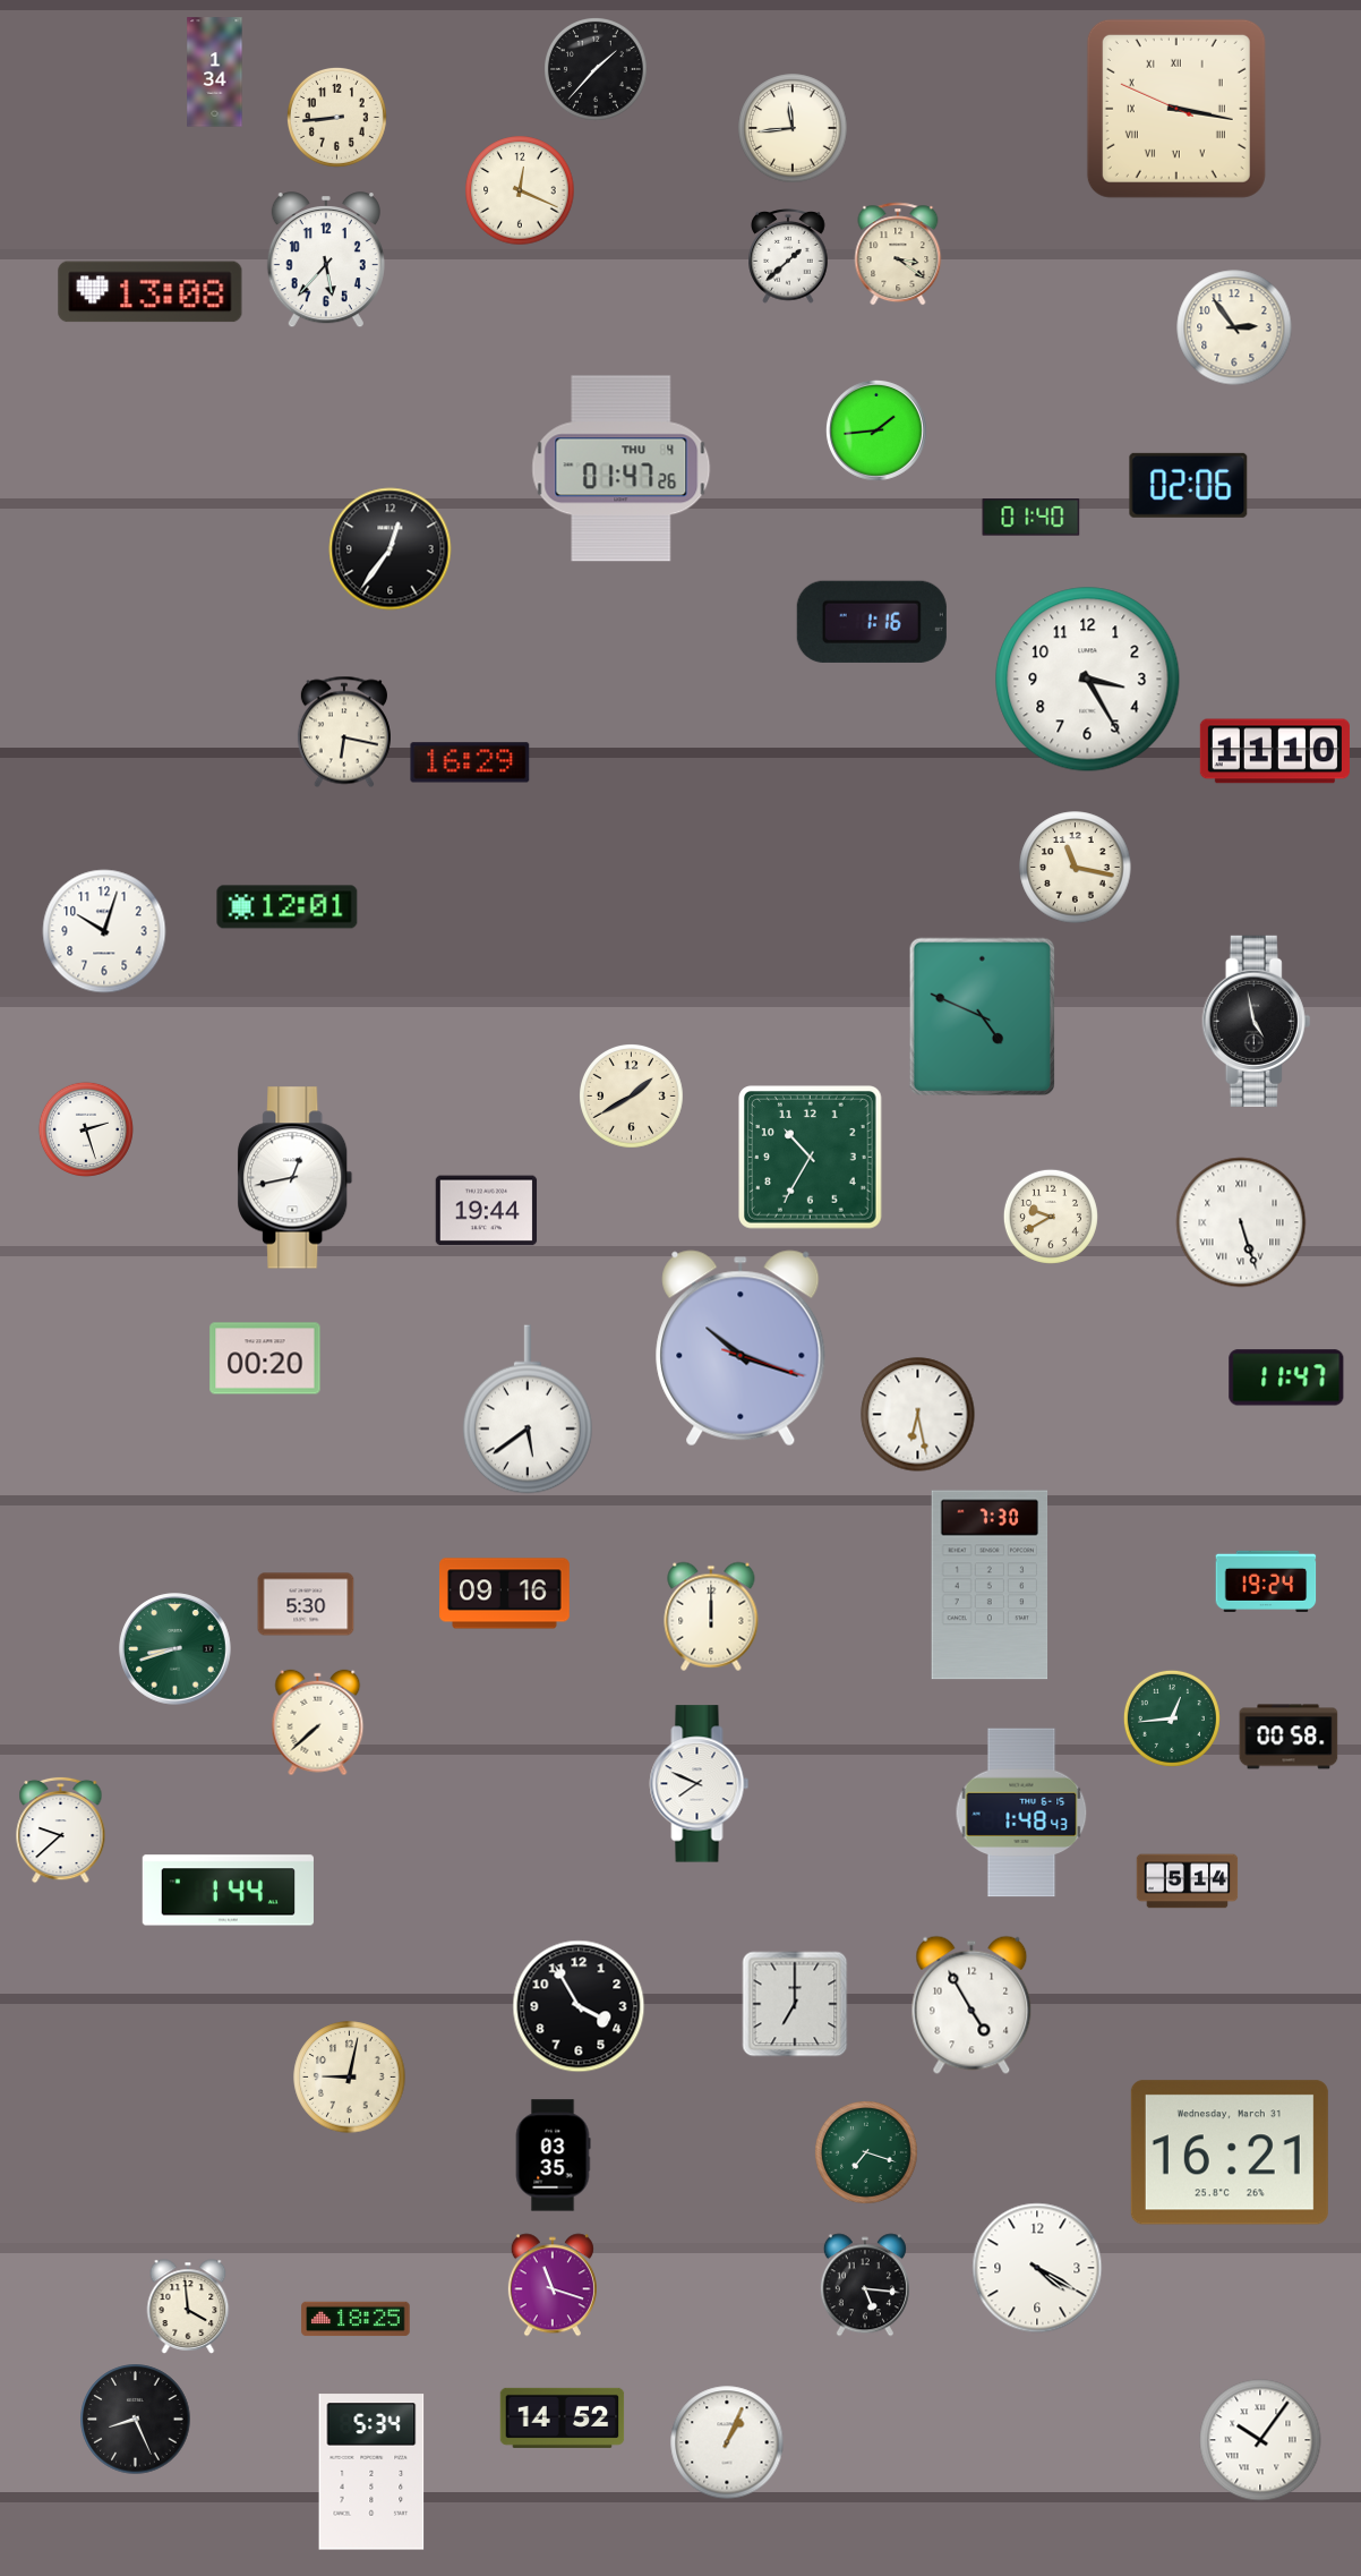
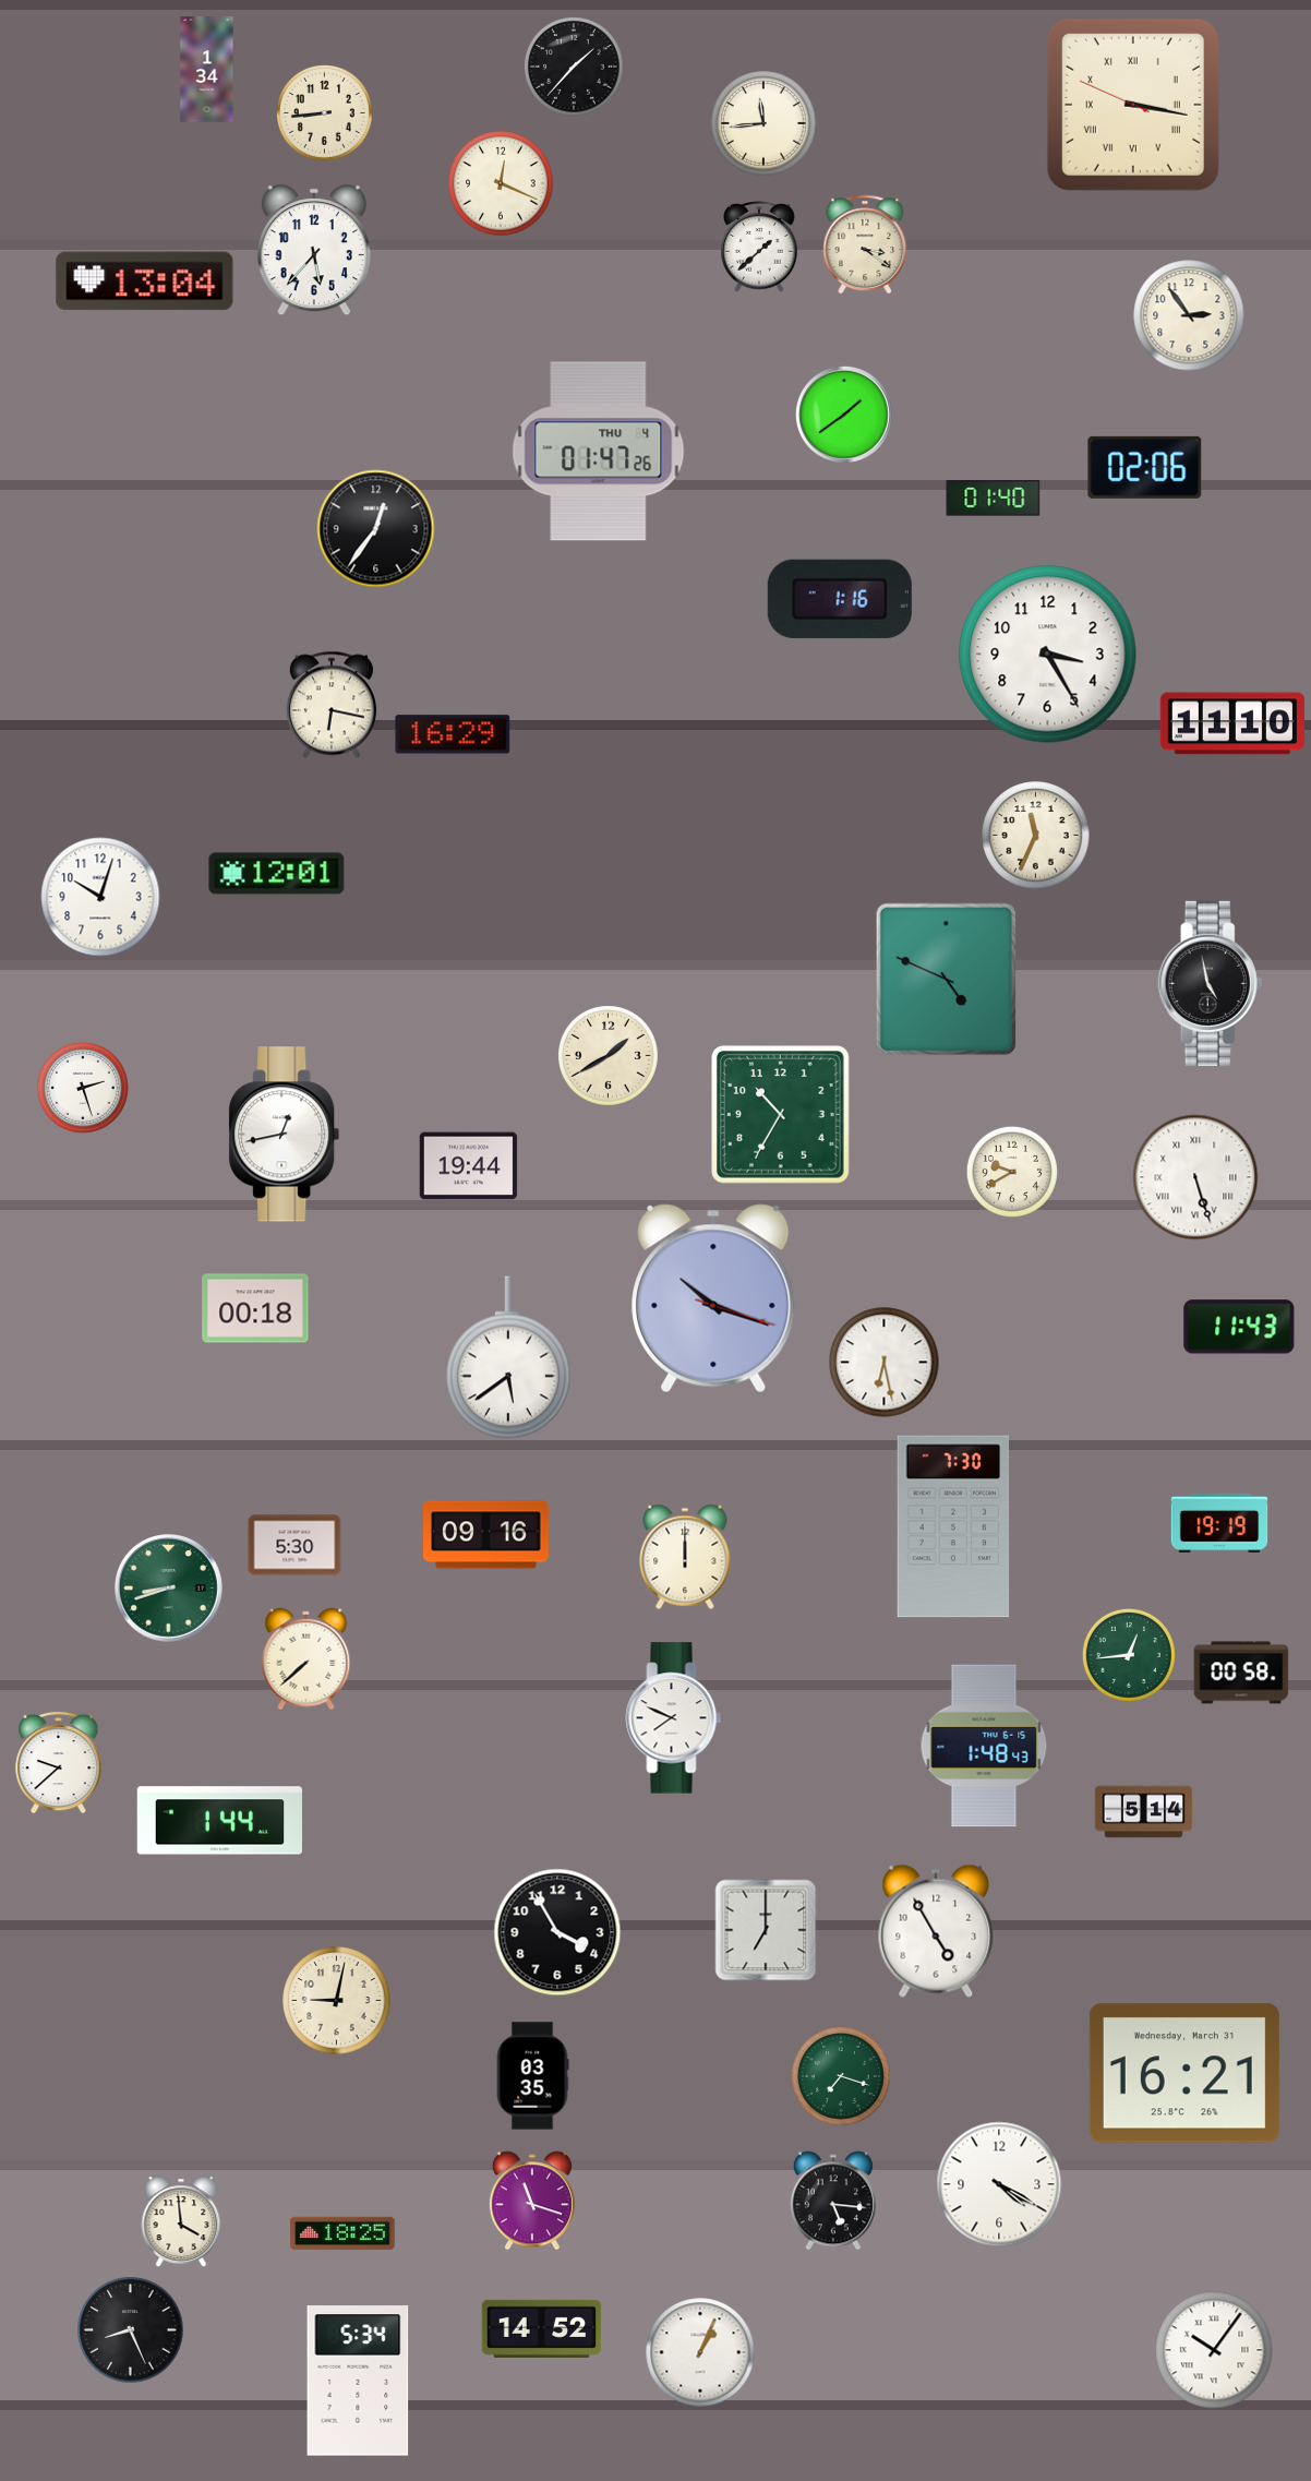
clock at (151, 292): 13:08 -> 13:04
clock at (876, 430): 1:44 -> 1:39
clock at (1275, 751) position: (1275, 751) -> (1232, 723)
clock at (1076, 868): 11:17 -> 11:34
clock at (265, 1358): 00:20 -> 00:18
clock at (1286, 1377): 11:47 -> 11:43
clock at (1266, 1581): 19:24 -> 19:19
clock at (867, 2153) position: (867, 2153) -> (842, 2077)
